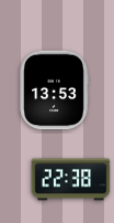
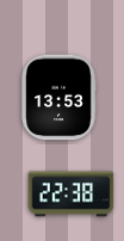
clock at (71, 180) position: (71, 180) -> (72, 194)
